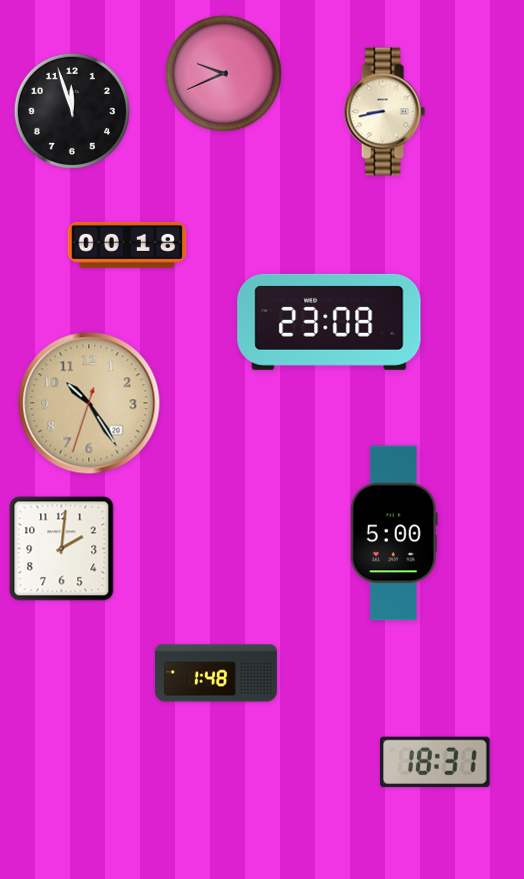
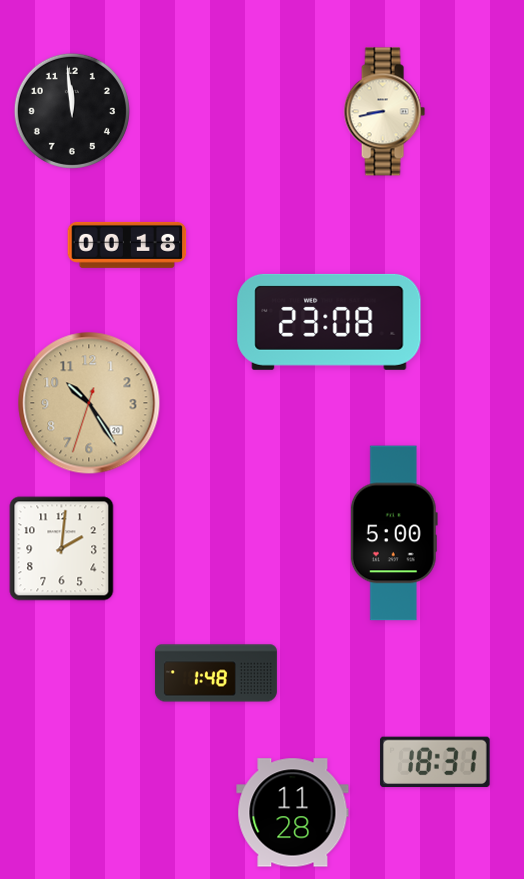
clock at (223, 73): 9:41 -> none
clock at (72, 111): 11:57 -> 11:59
clock at (293, 813): none -> 11:28
